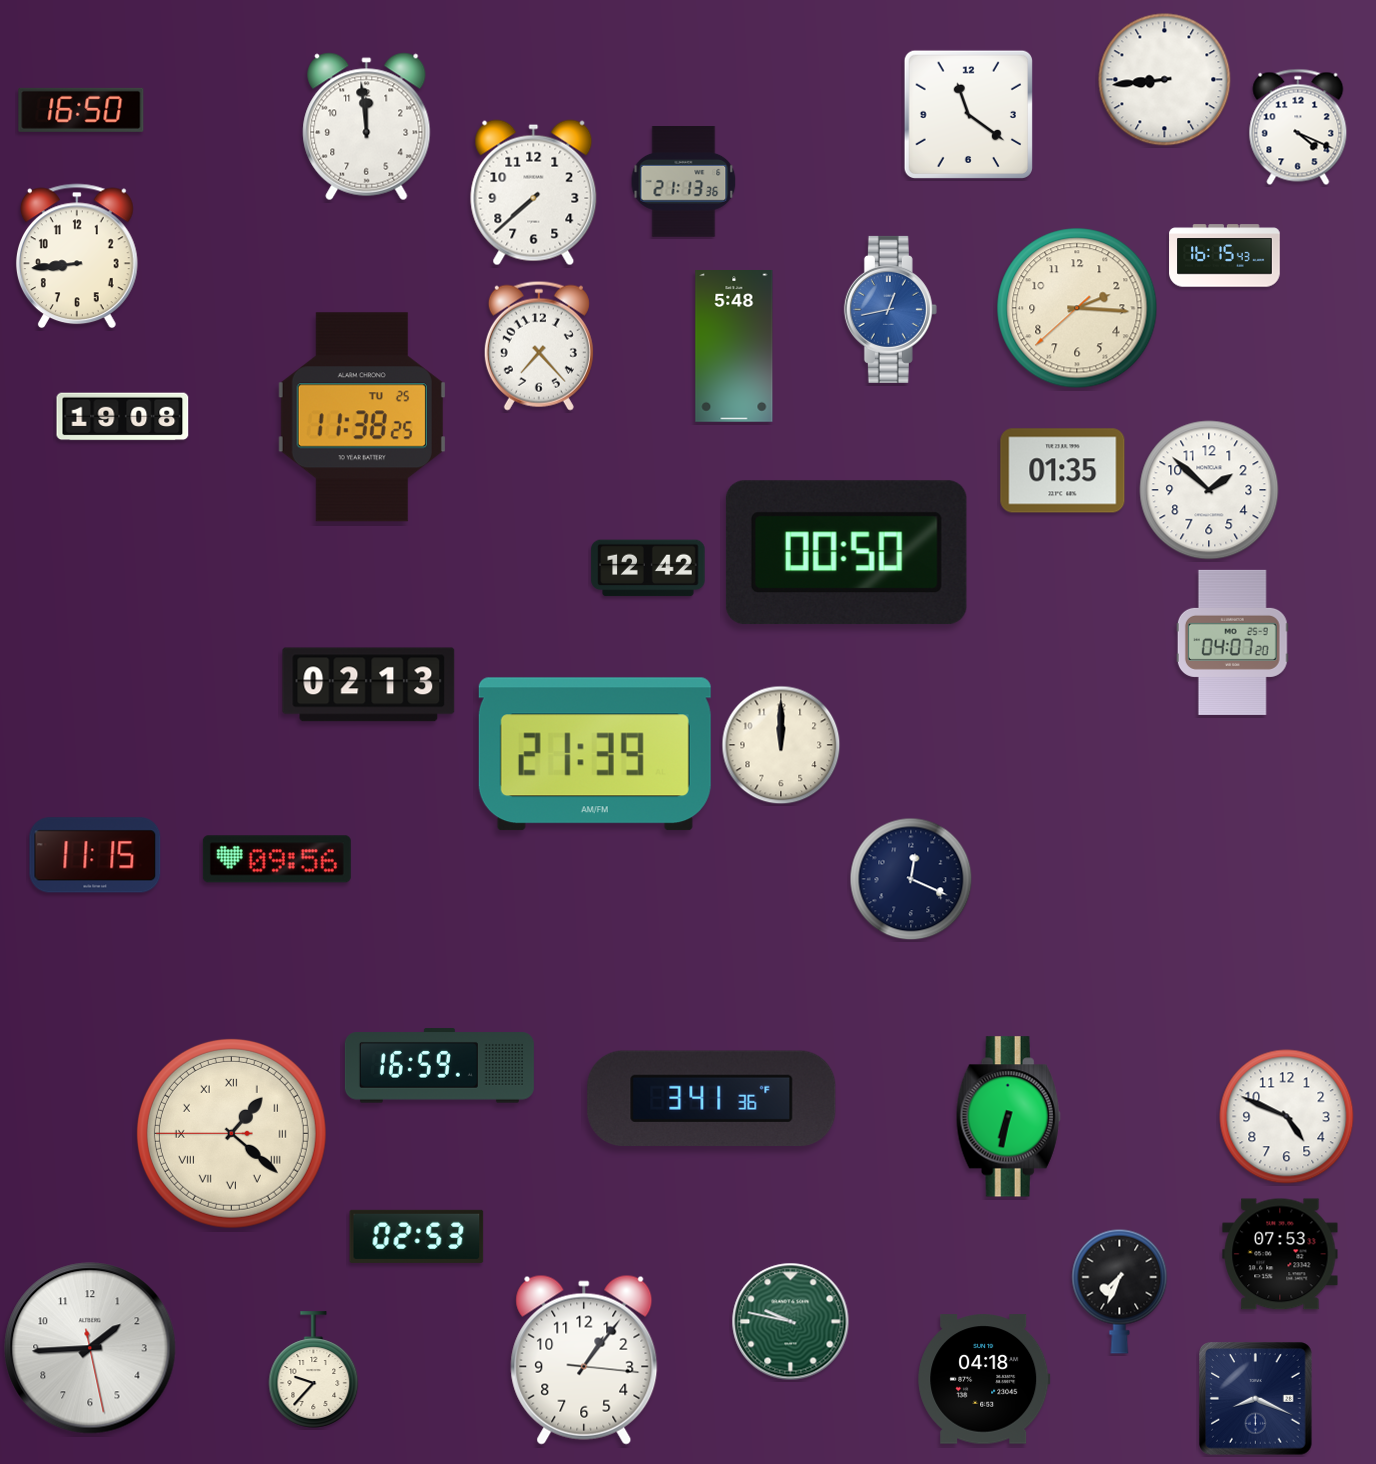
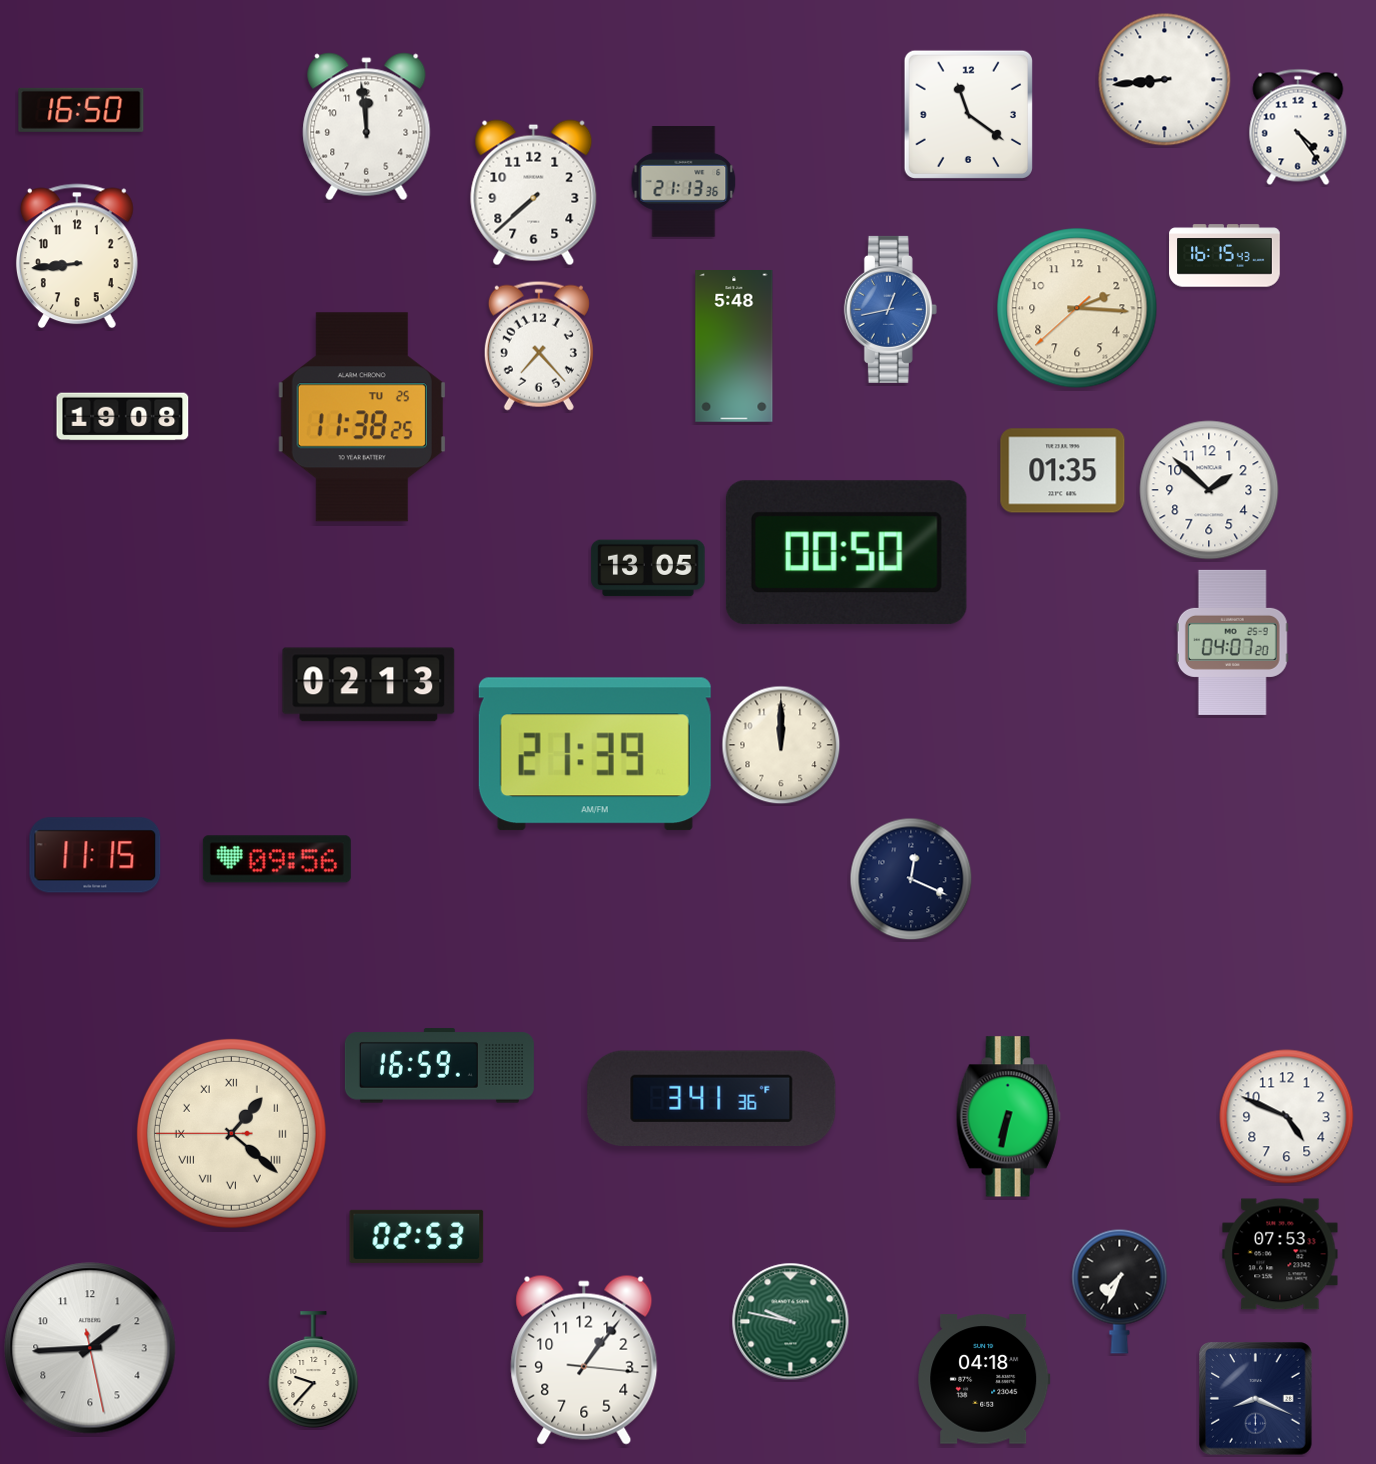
clock at (1298, 127): 4:19 -> 4:24
clock at (648, 568): 12:42 -> 13:05
